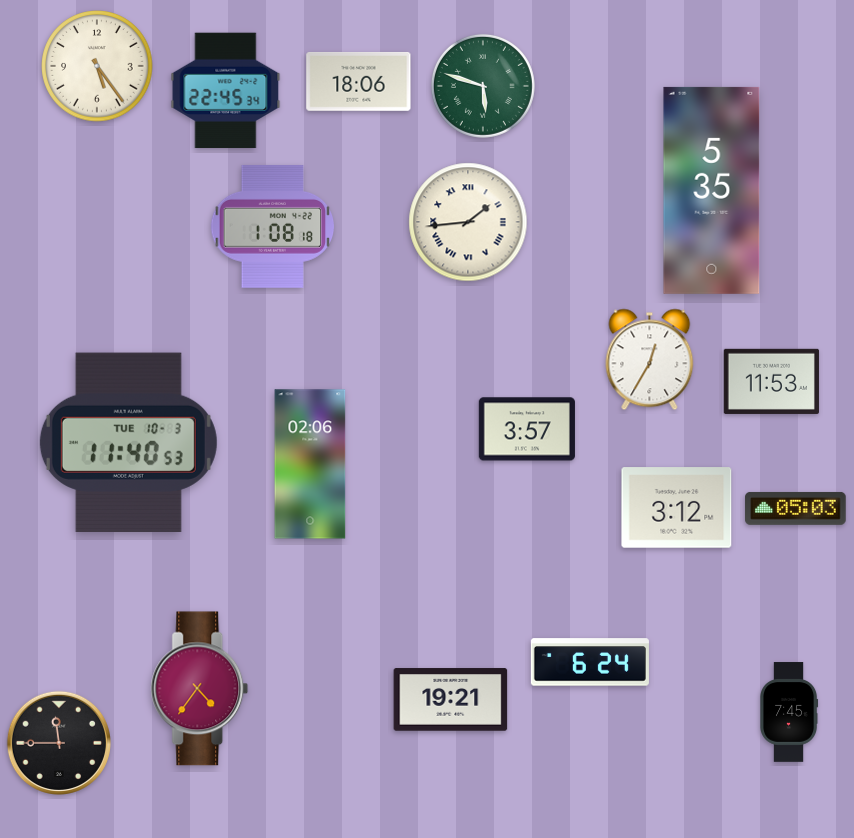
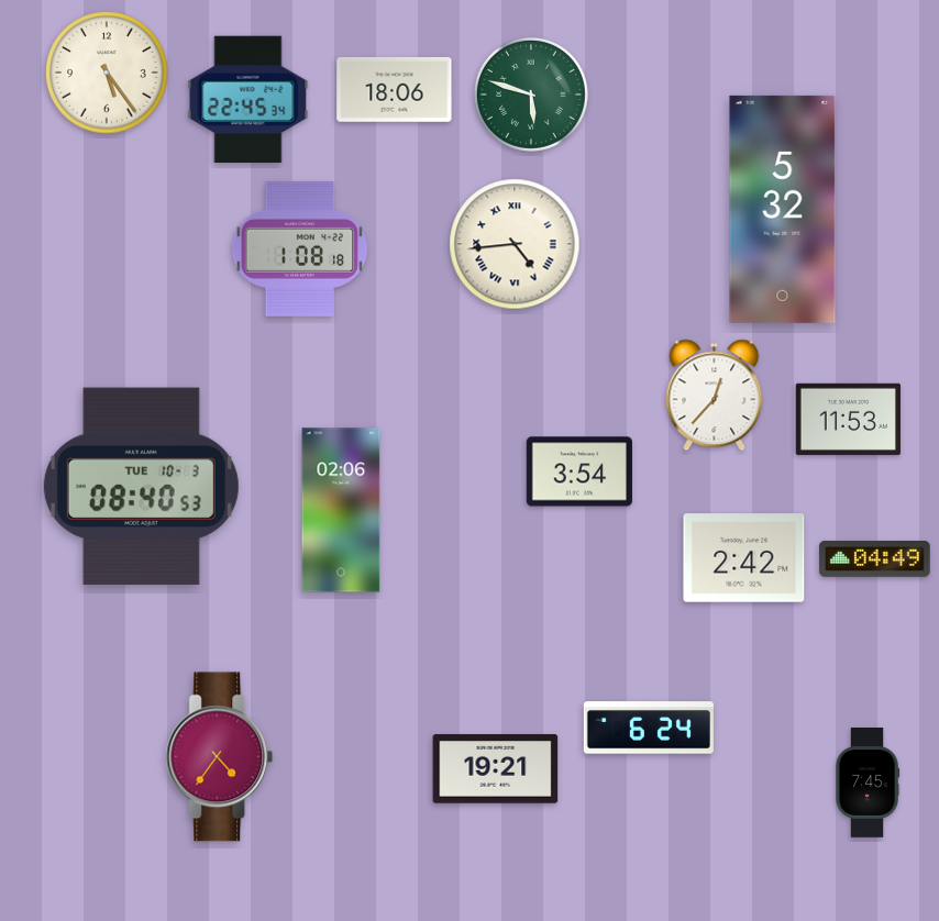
clock at (712, 190): 5:35 -> 5:32
clock at (468, 222): 1:44 -> 4:44
clock at (650, 360): 12:35 -> 12:37
clock at (527, 429): 3:57 -> 3:54
clock at (128, 442): 11:40 -> 08:40
clock at (677, 508): 3:12 -> 2:42
clock at (796, 508): 05:03 -> 04:49
clock at (59, 743): 11:45 -> none
